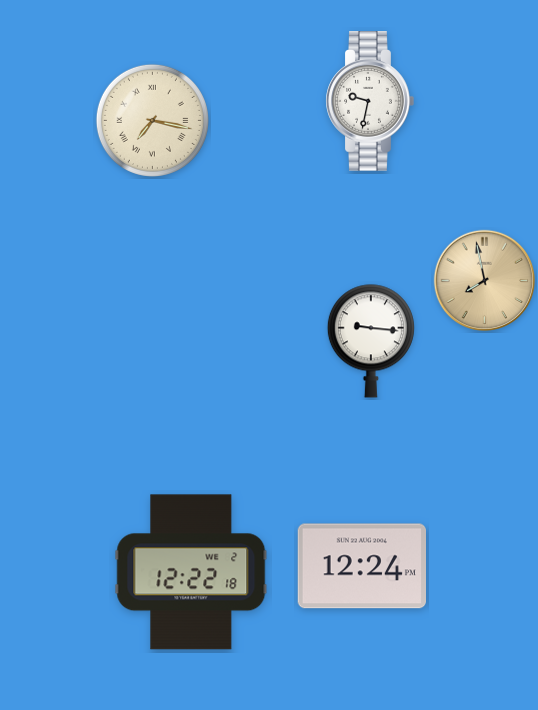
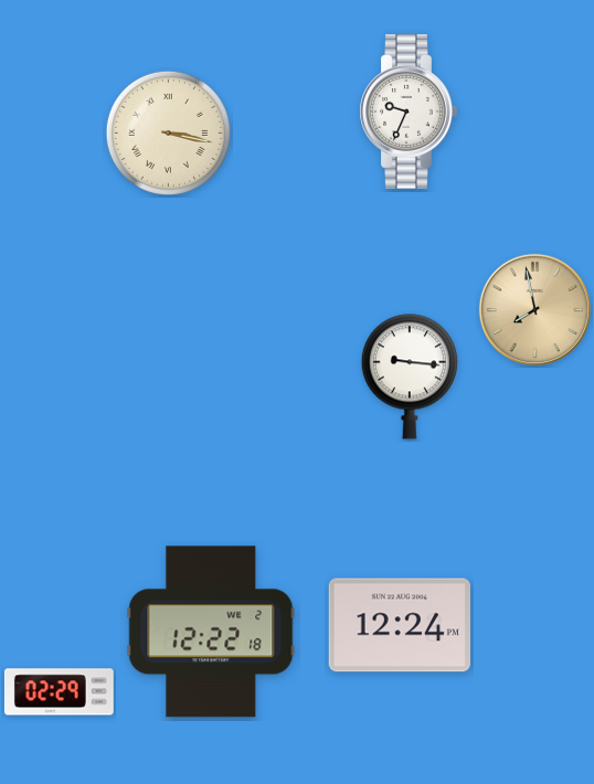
clock at (370, 101): 9:32 -> 9:34
clock at (152, 120): 7:17 -> 3:17
clock at (59, 692): none -> 02:29
